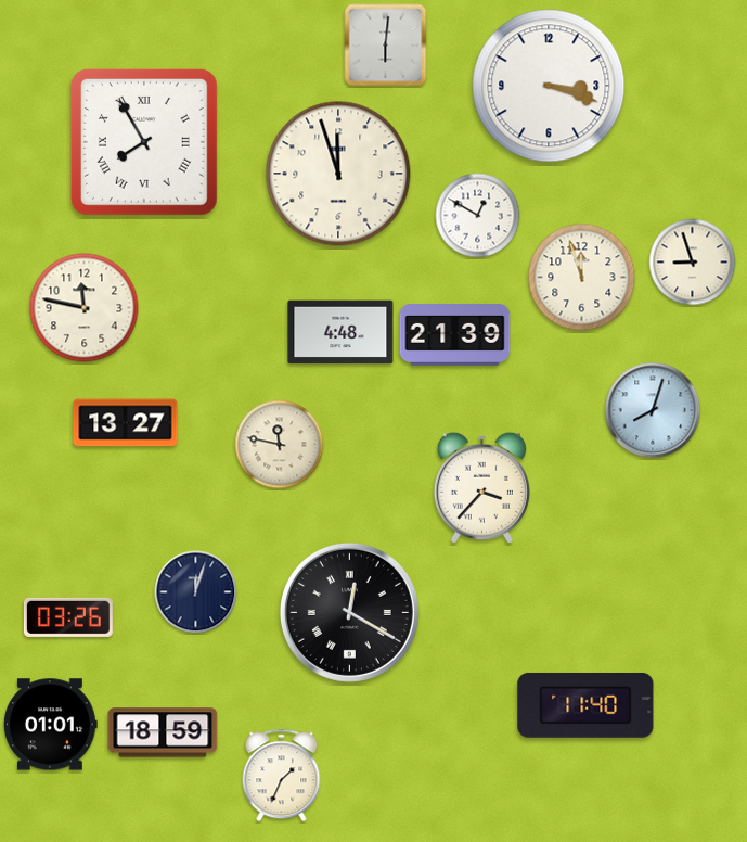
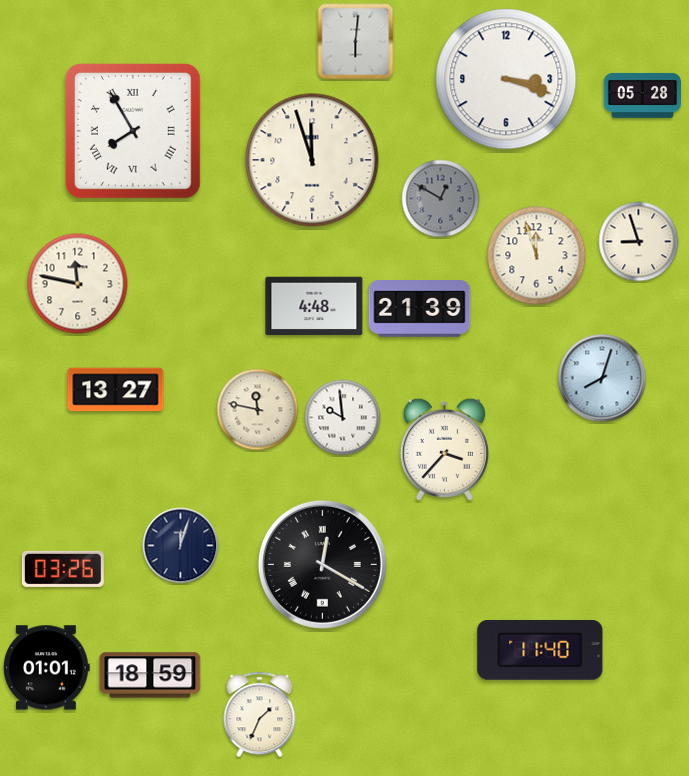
clock at (642, 95): none -> 05:28
clock at (478, 216) dial: white -> grey
clock at (343, 418): none -> 9:59
